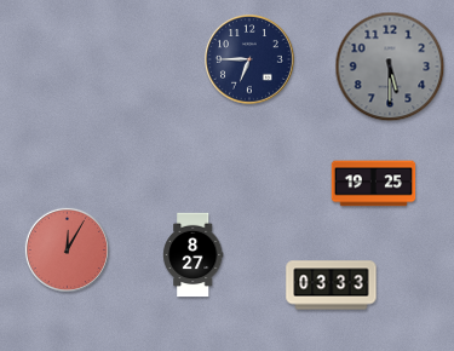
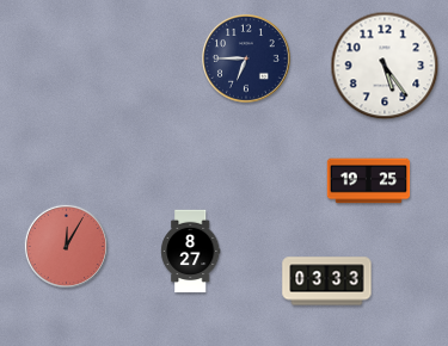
clock at (390, 67): 5:30 -> 5:24
clock at (390, 67) dial: grey -> white
